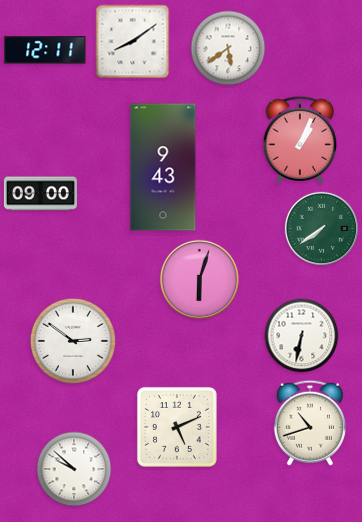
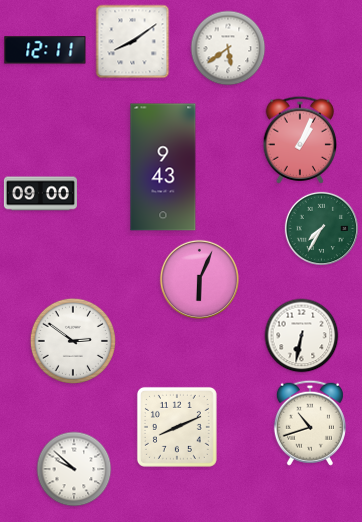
clock at (321, 228): 7:39 -> 7:35
clock at (199, 279): 6:03 -> 6:04
clock at (177, 427): 5:11 -> 8:11
